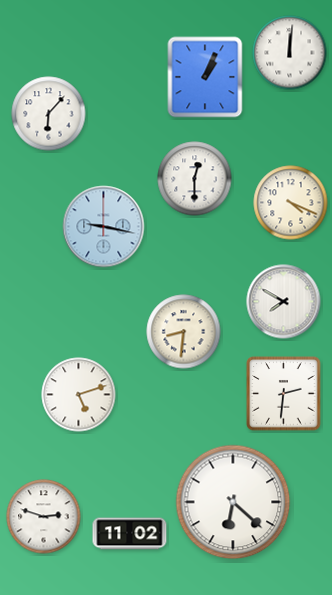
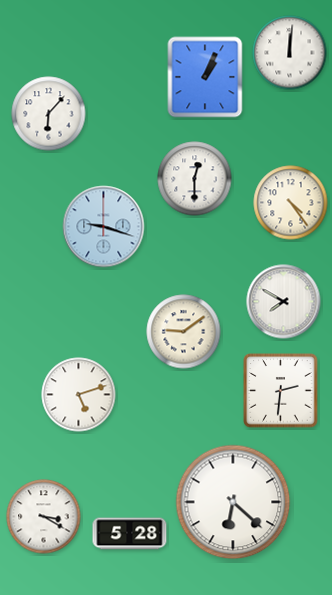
clock at (291, 203): 4:19 -> 4:24
clock at (104, 227): 9:17 -> 9:18
clock at (184, 332): 8:31 -> 9:09
clock at (284, 394) position: (284, 394) -> (281, 391)
clock at (44, 517): 2:48 -> 3:20
clock at (130, 534): 11:02 -> 5:28
